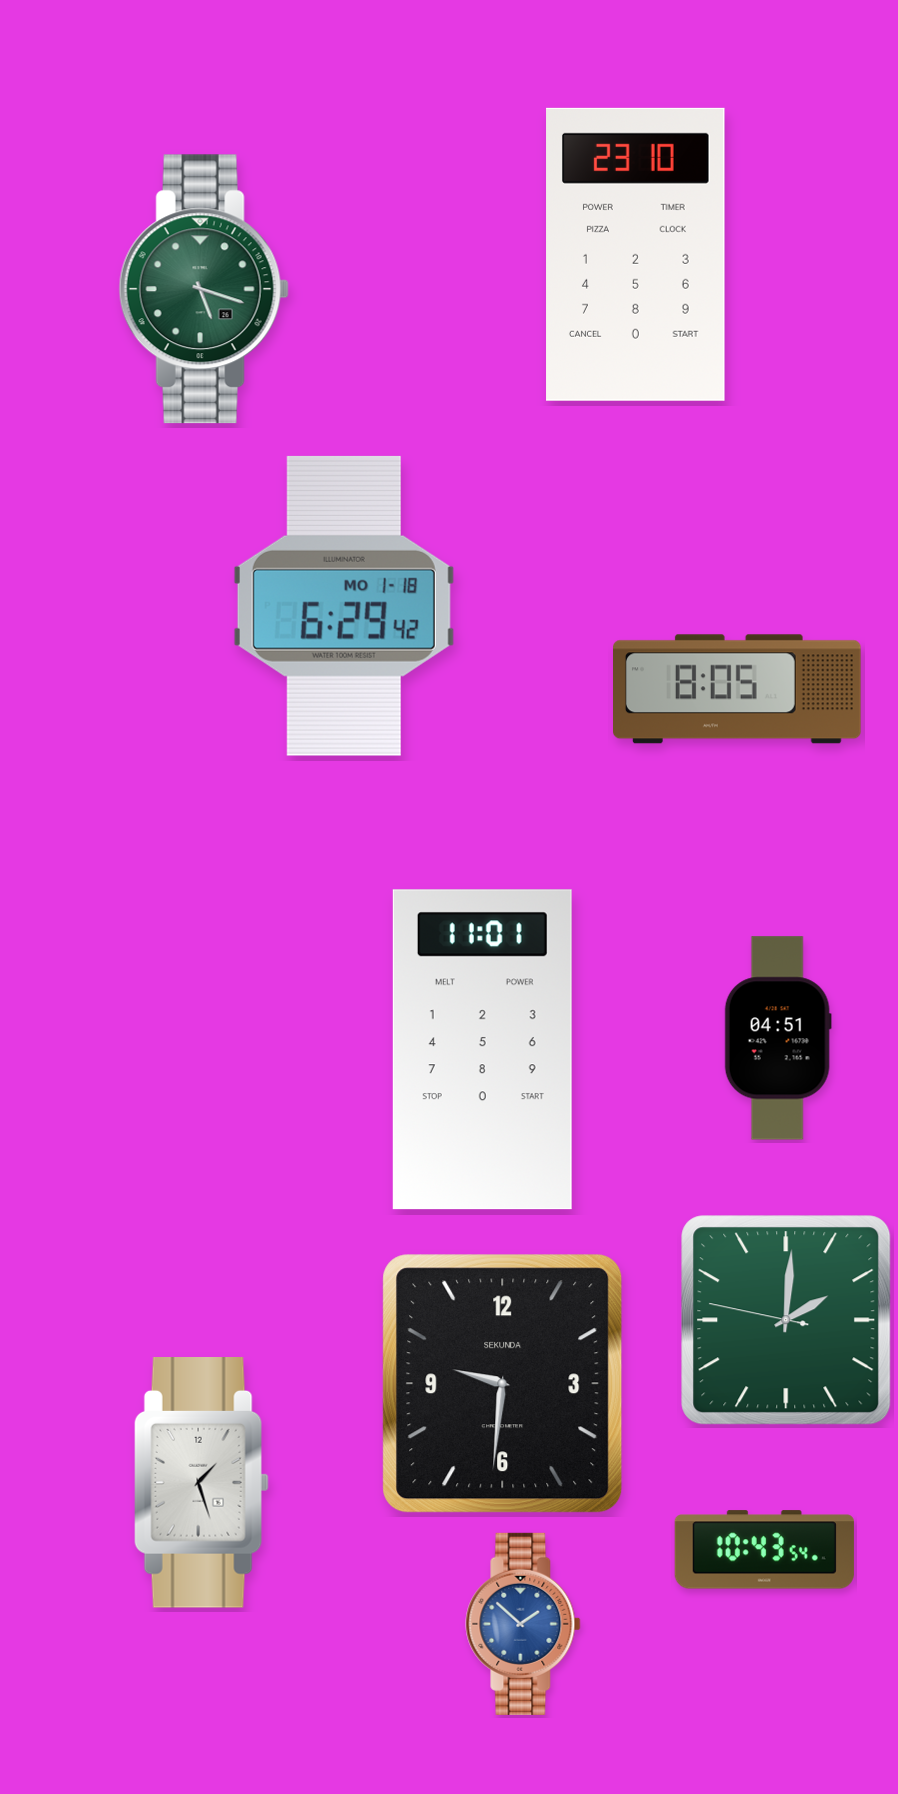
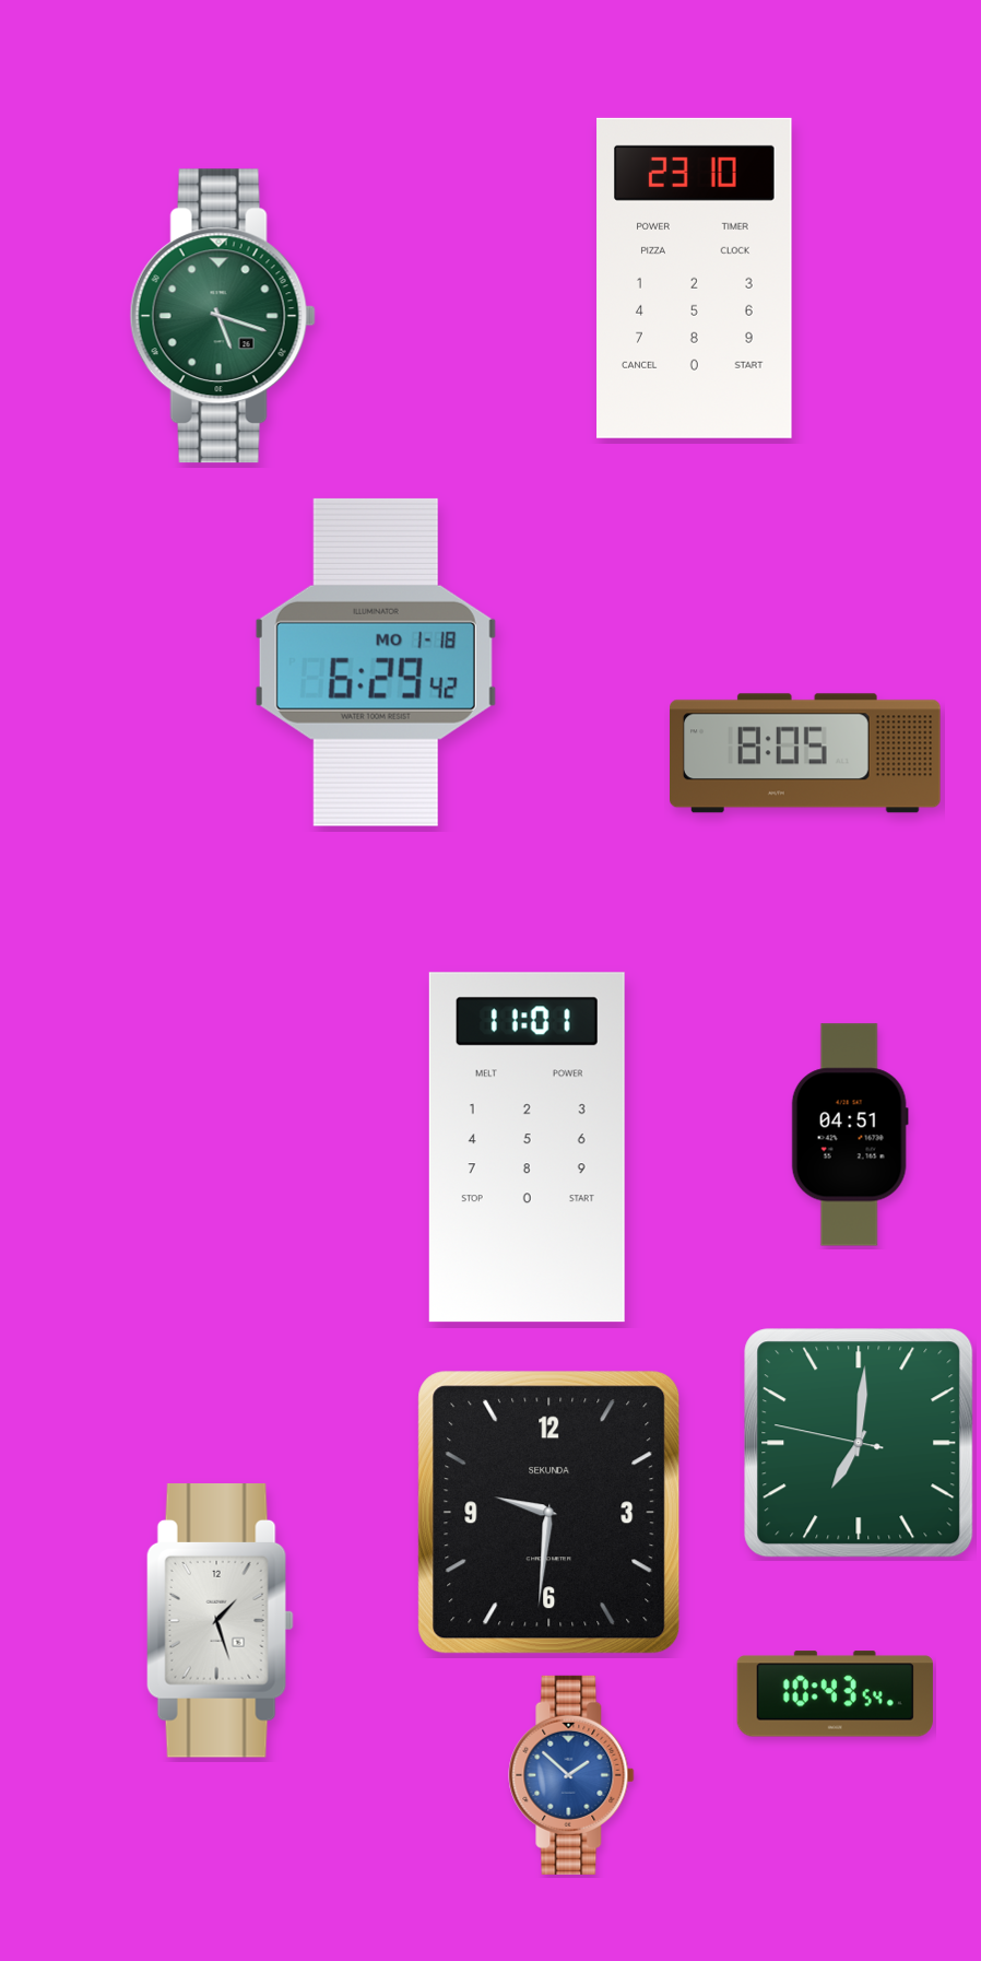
clock at (786, 1320): 2:00 -> 7:00
